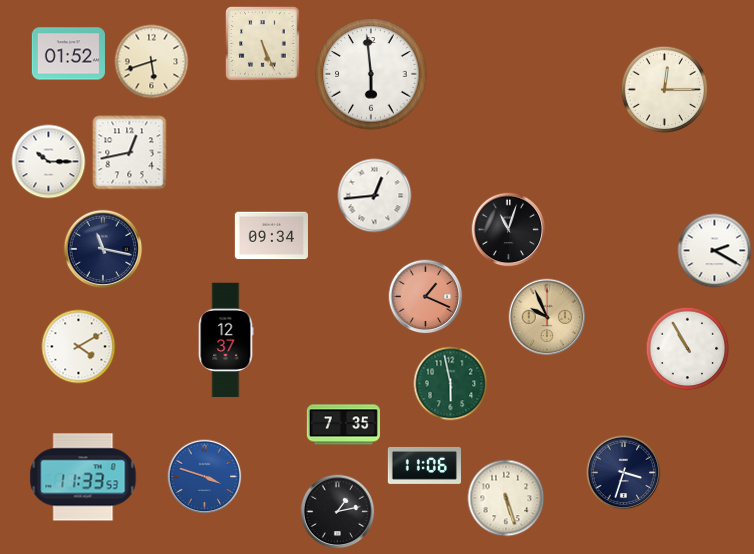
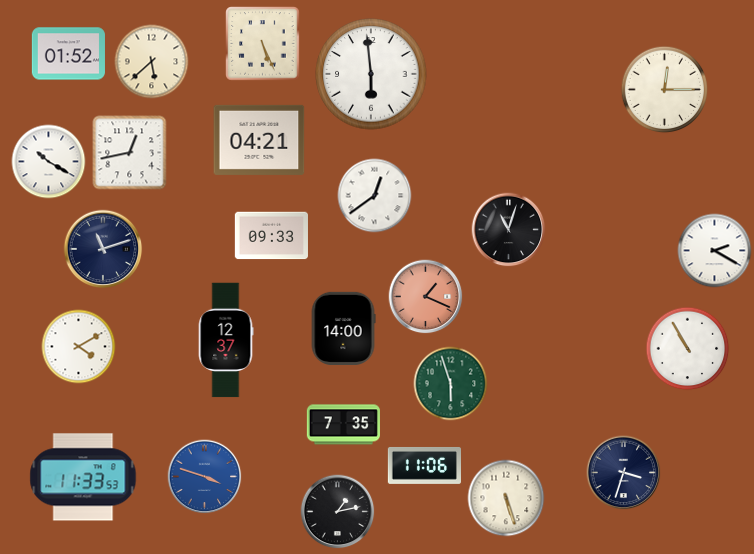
clock at (152, 62): 5:42 -> 5:38
clock at (259, 140): none -> 04:21
clock at (49, 162): 10:15 -> 10:20
clock at (375, 196): 12:44 -> 12:39
clock at (271, 236): 09:34 -> 09:33
clock at (103, 249): 11:17 -> 11:12
clock at (547, 317): 9:56 -> none
clock at (343, 328): none -> 14:00
clock at (451, 384): 5:58 -> 5:57
